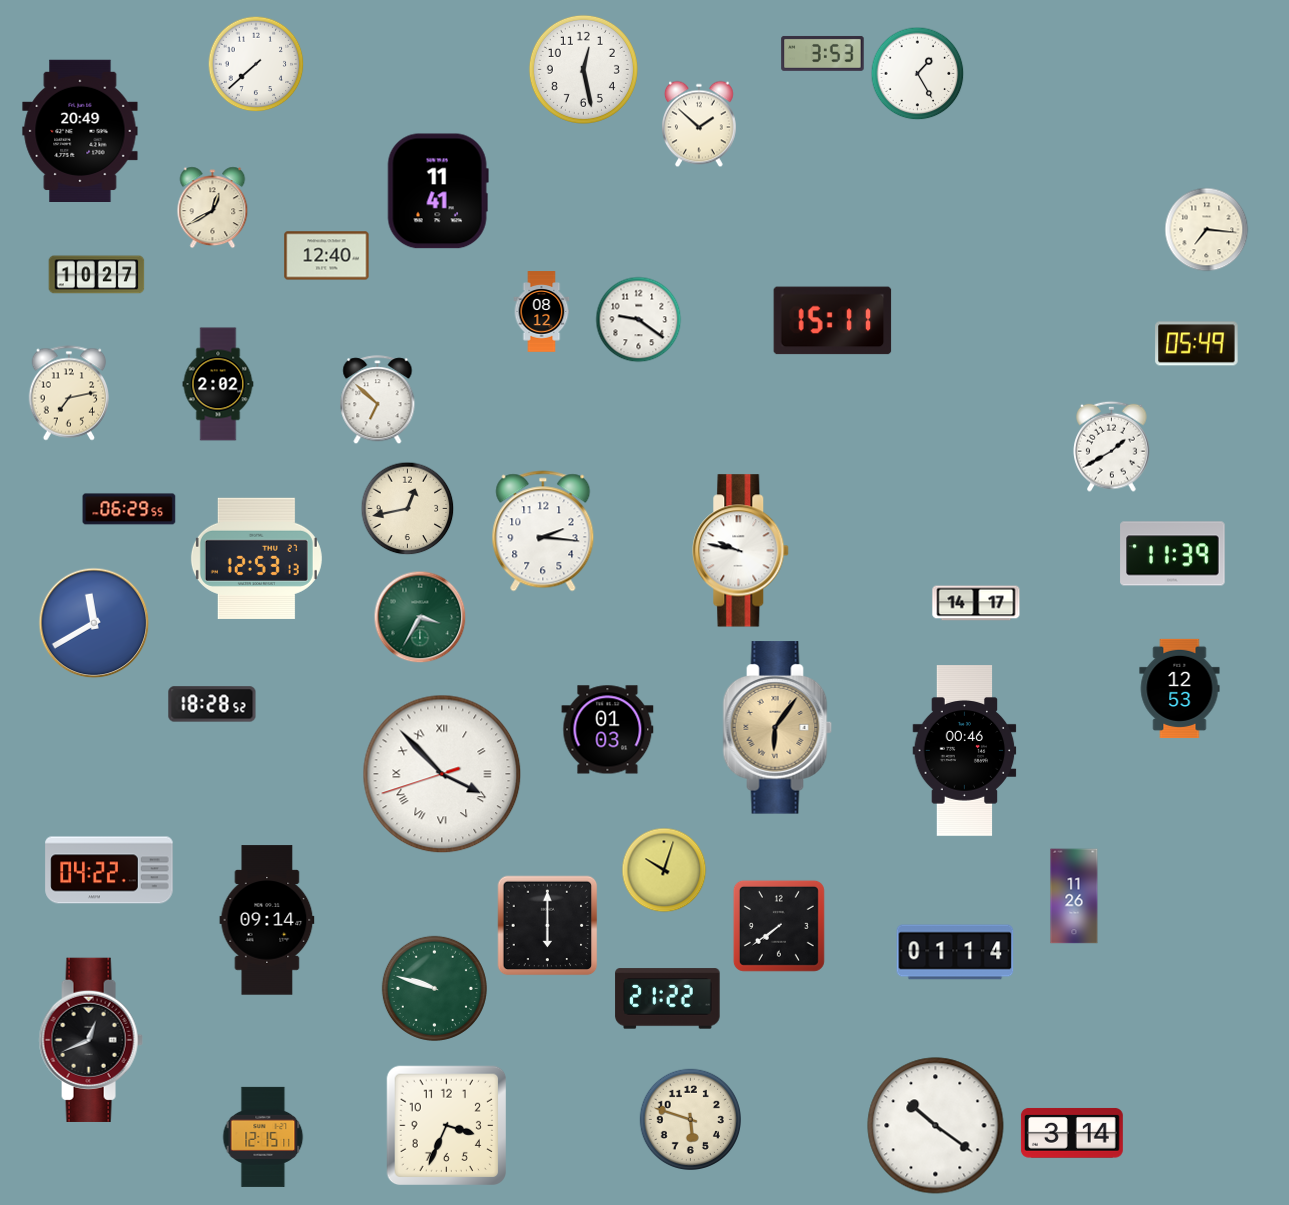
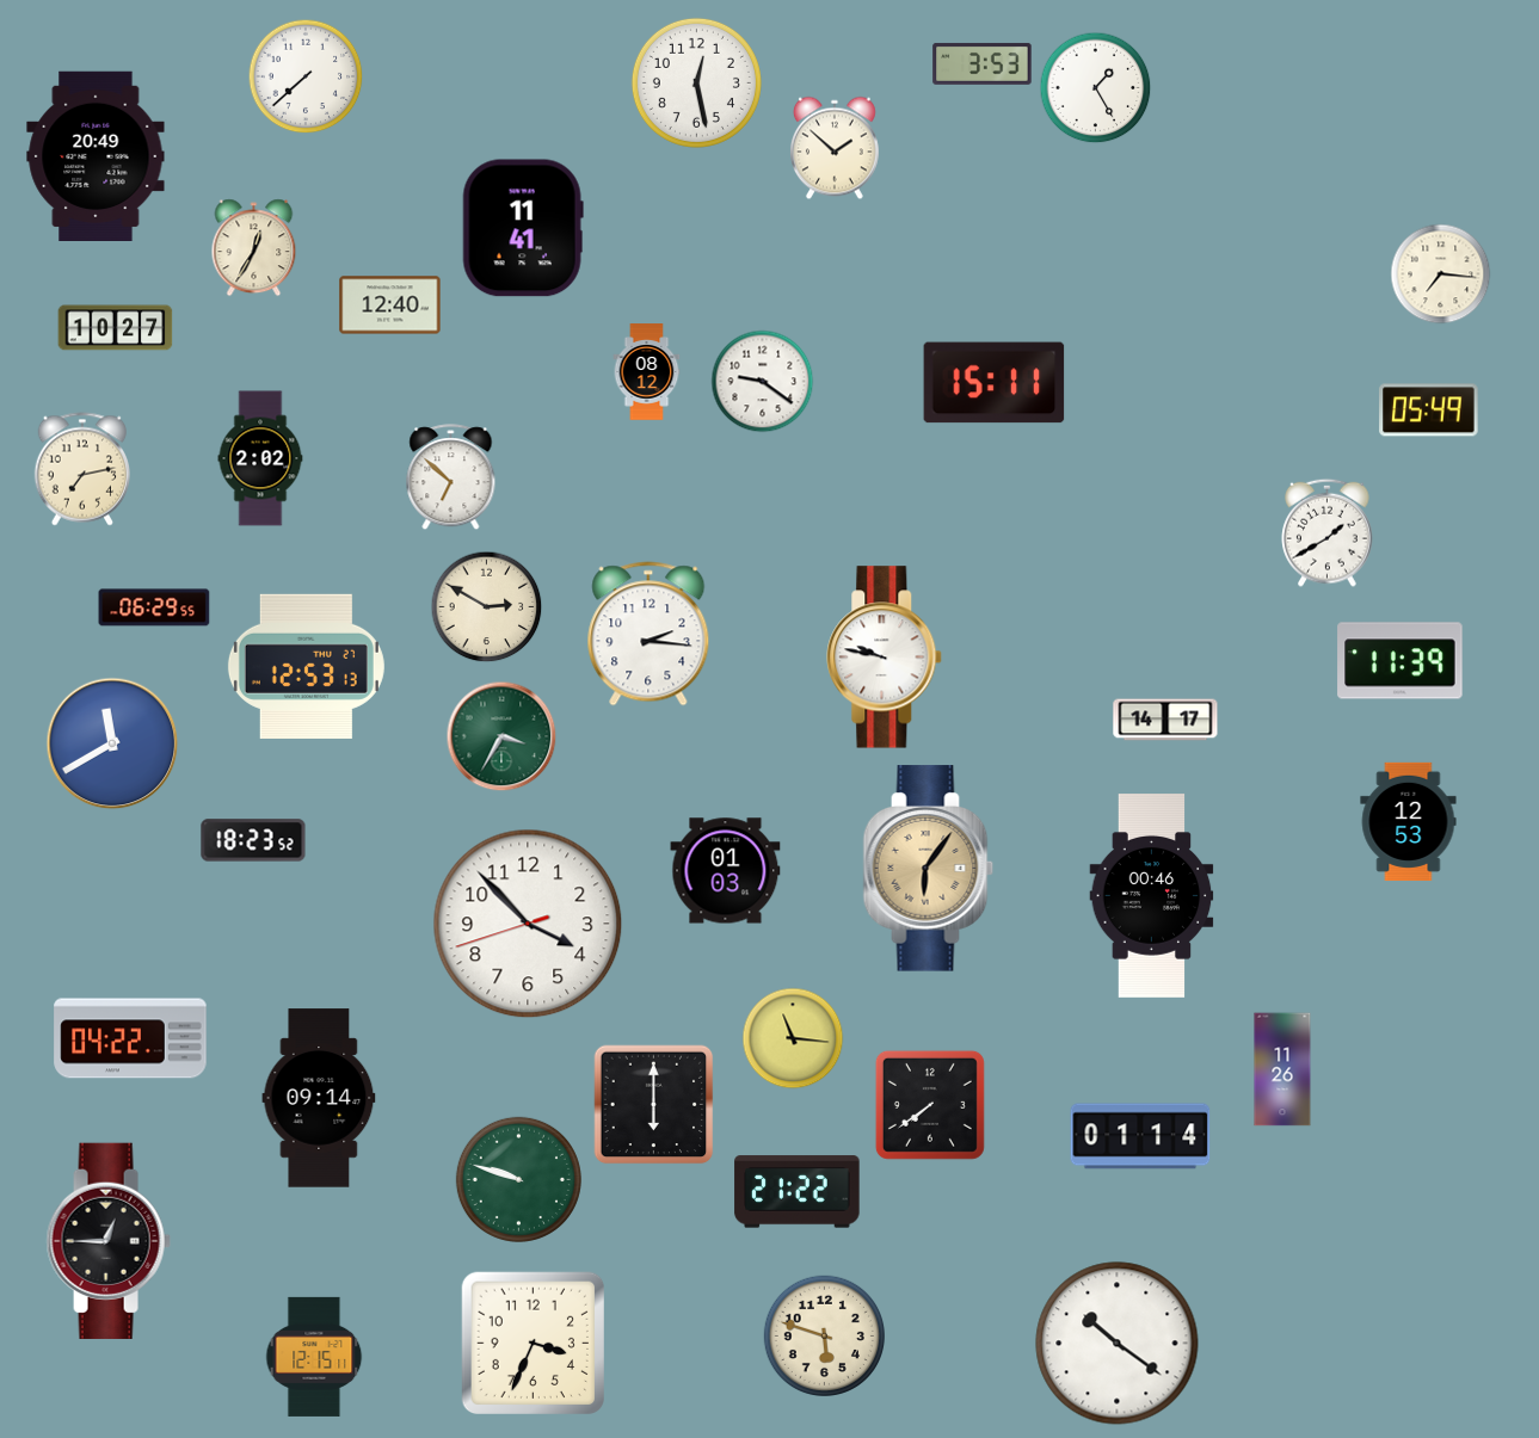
clock at (213, 208): 12:40 -> 12:35
clock at (408, 509): 12:43 -> 2:50
clock at (212, 704): 18:28 -> 18:23
clock at (442, 774) numerals: Roman -> Arabic
clock at (664, 870): 10:03 -> 11:16
clock at (91, 1040): 12:41 -> 12:45
clock at (1072, 1133): 3:14 -> none
